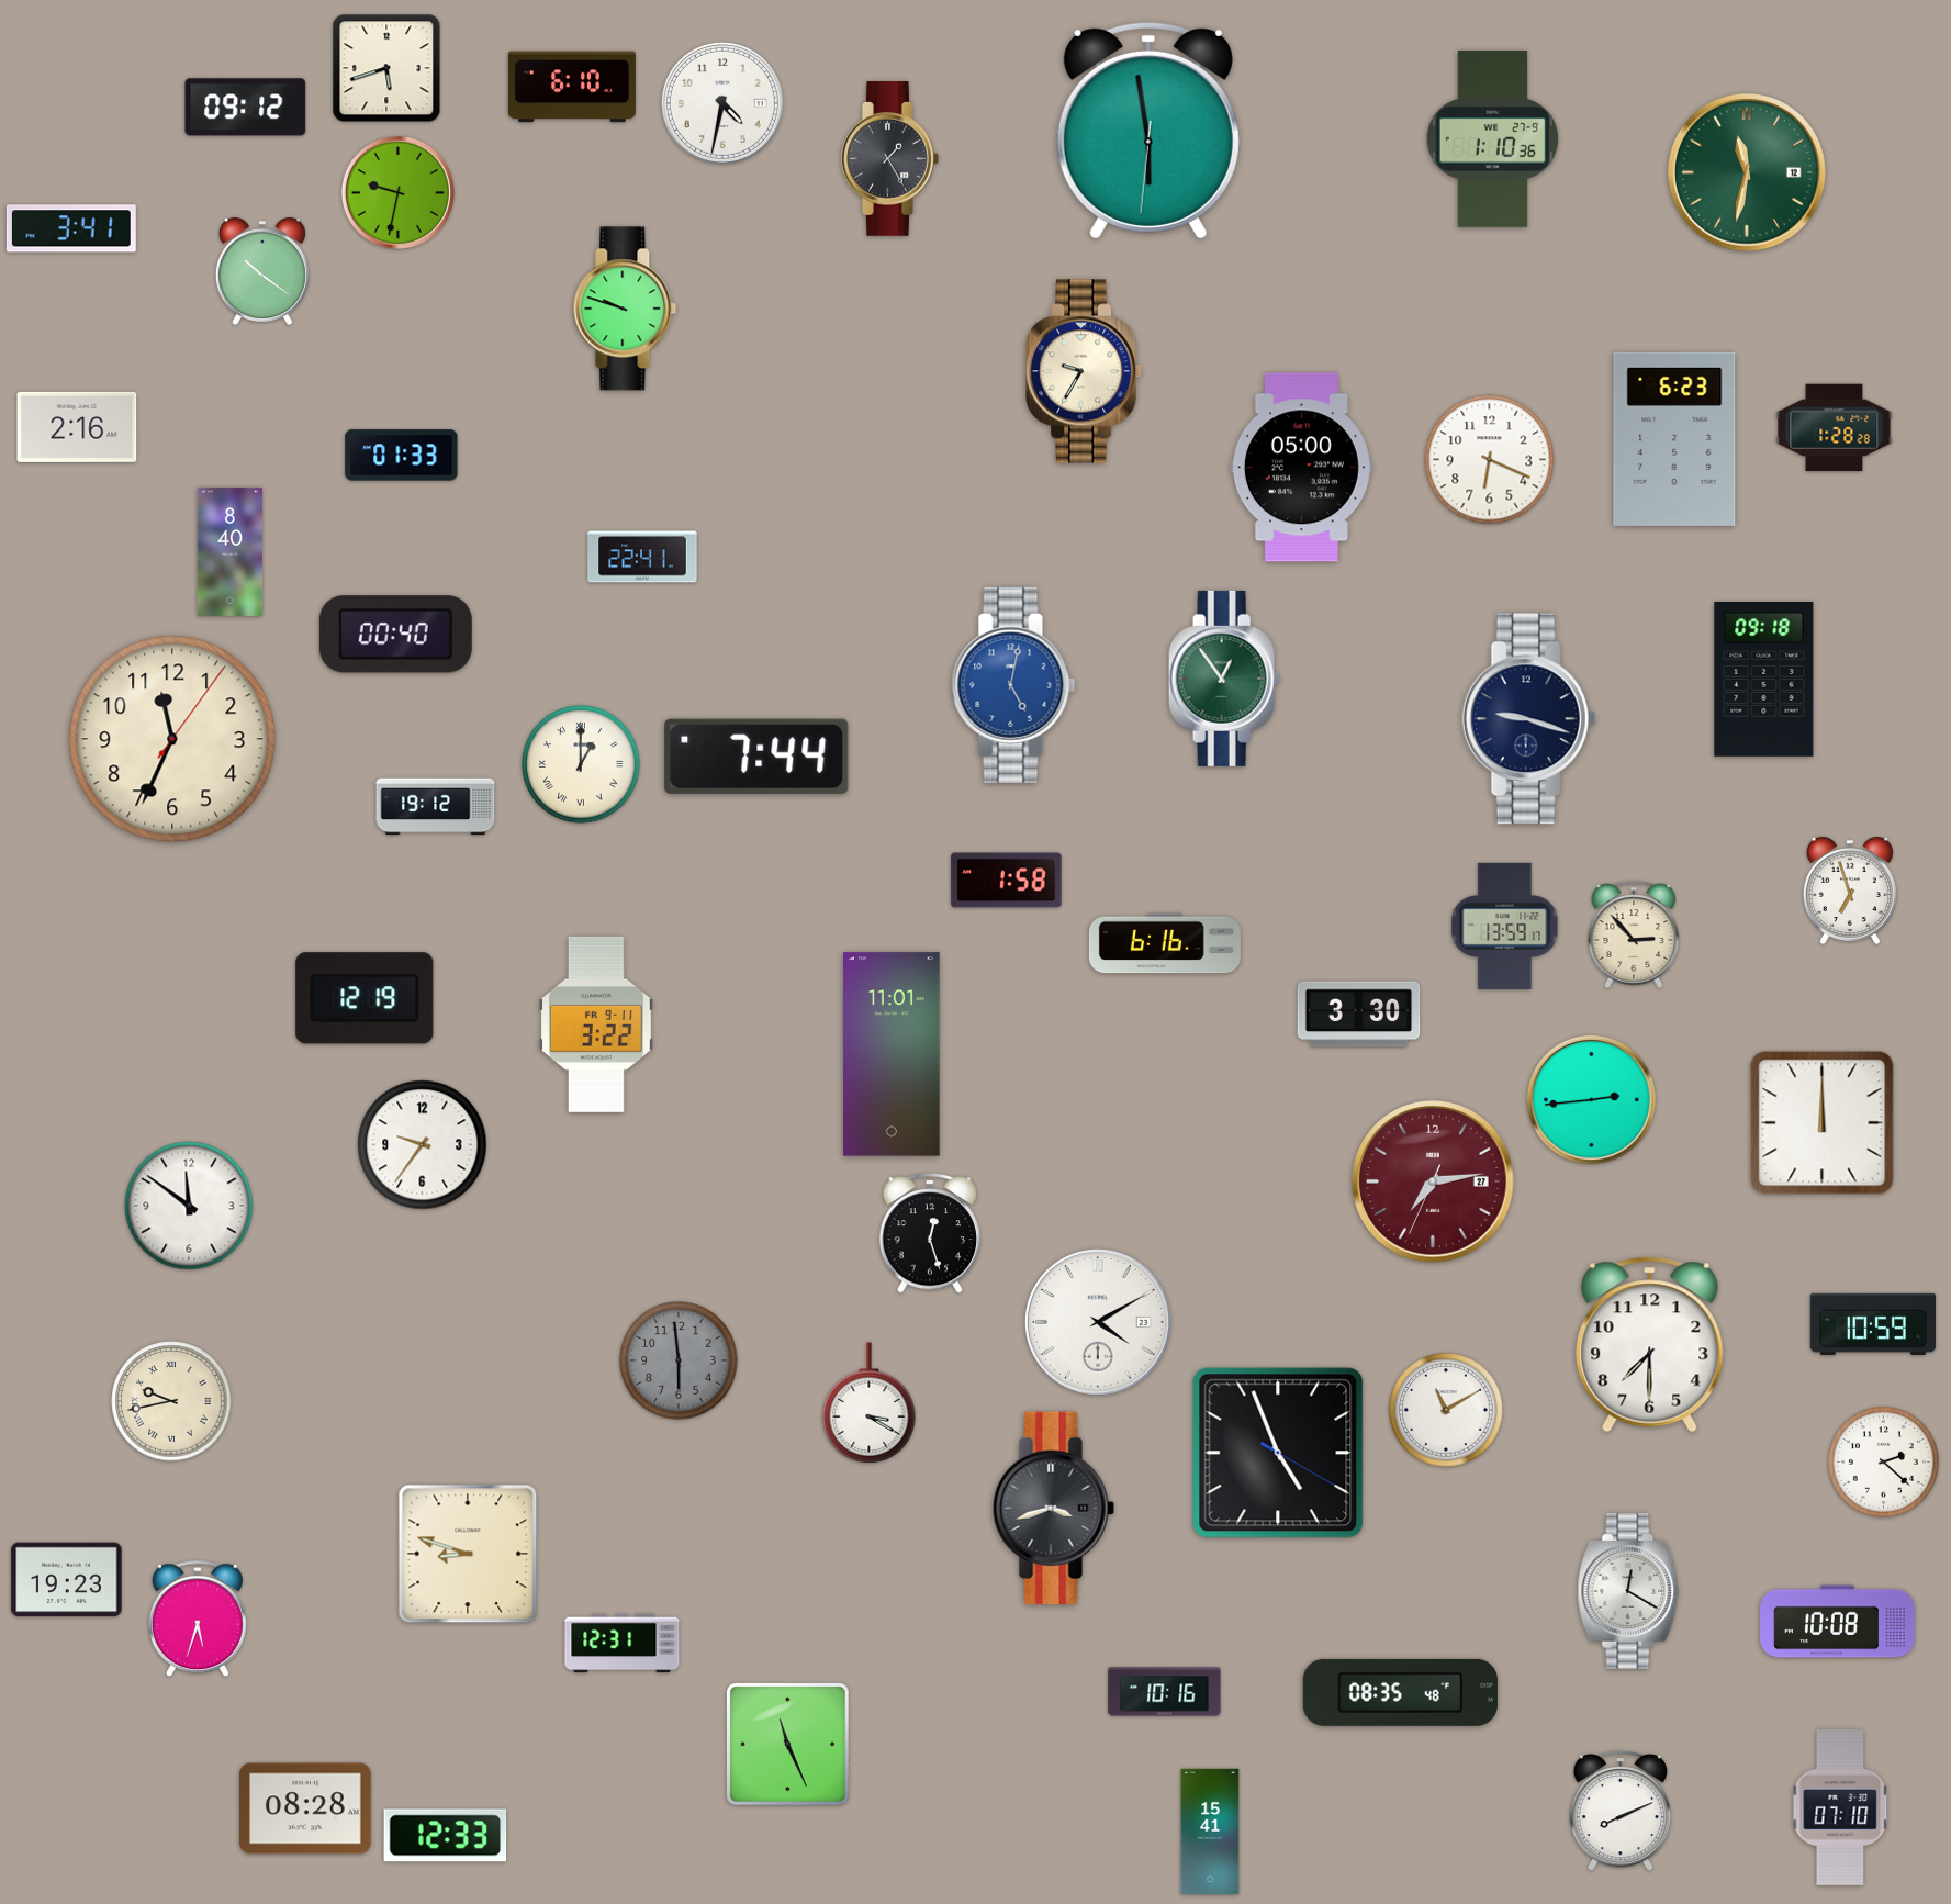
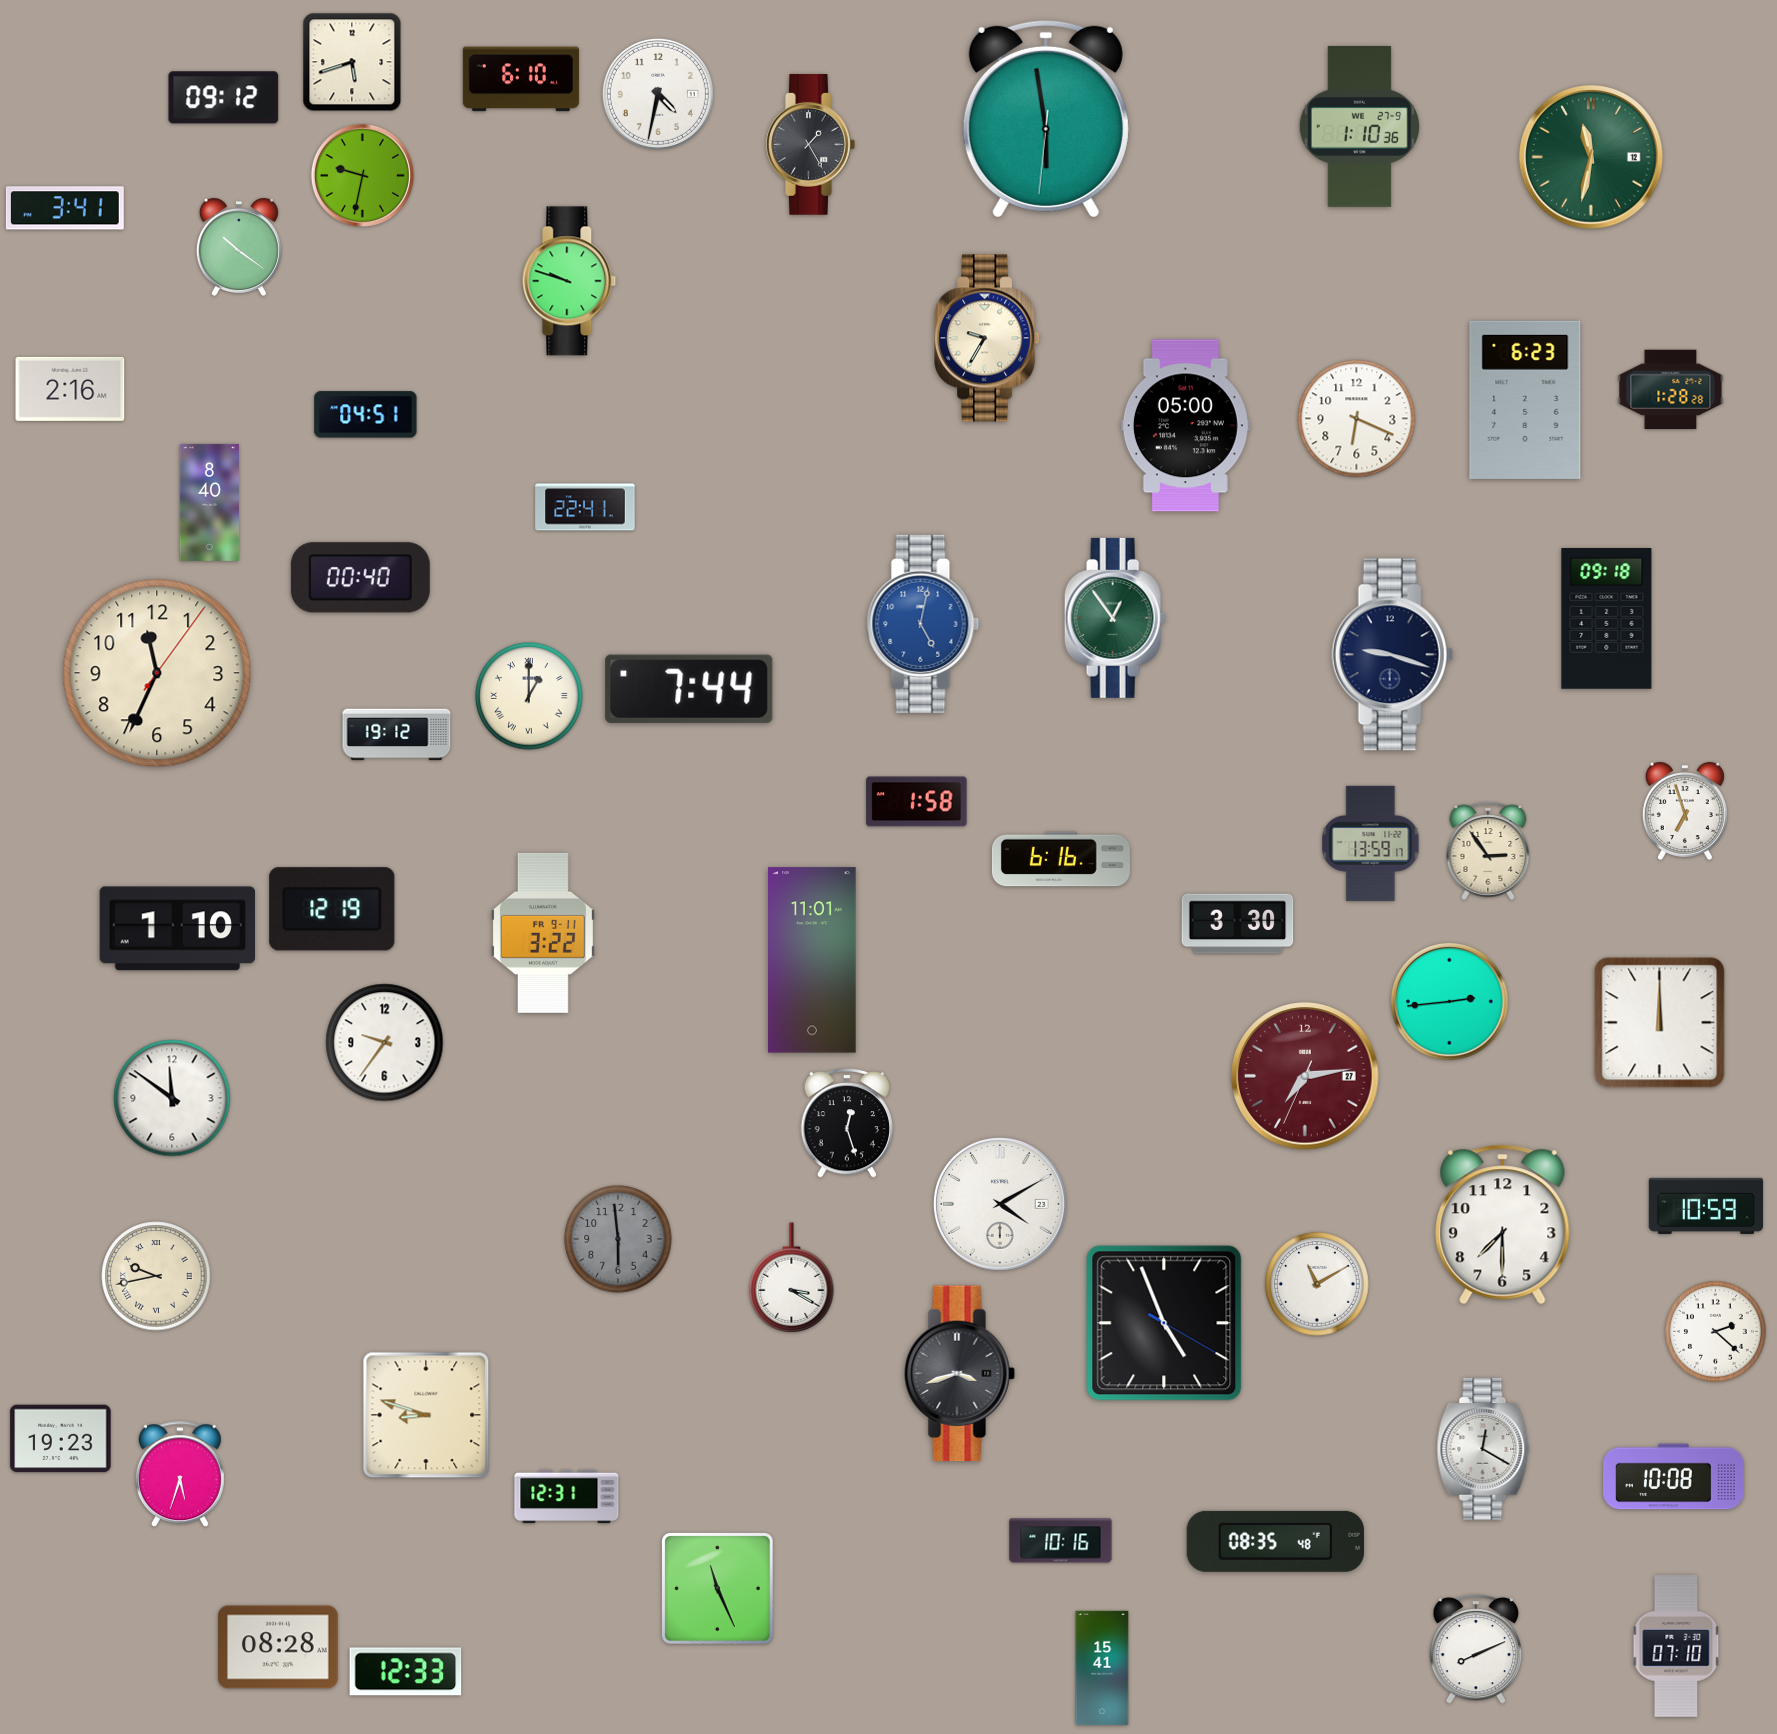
clock at (402, 456): 01:33 -> 04:51
clock at (1634, 934): 2:53 -> 2:54
clock at (177, 929): none -> 1:10
